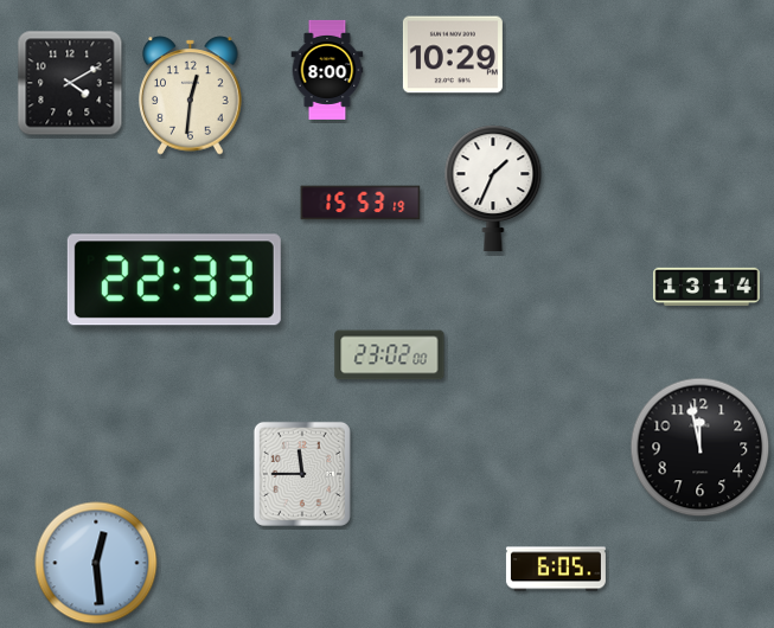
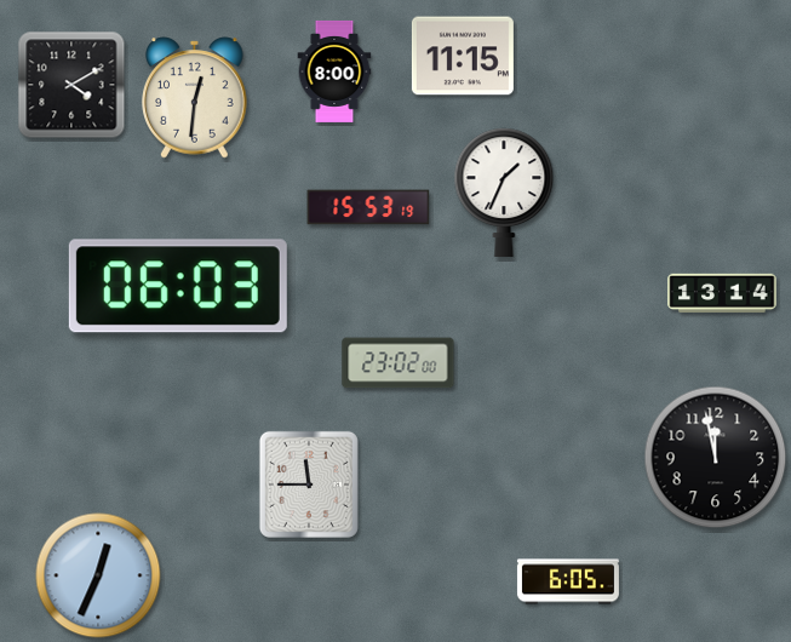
clock at (453, 55): 10:29 -> 11:15
clock at (174, 280): 22:33 -> 06:03
clock at (96, 563): 12:29 -> 12:34
